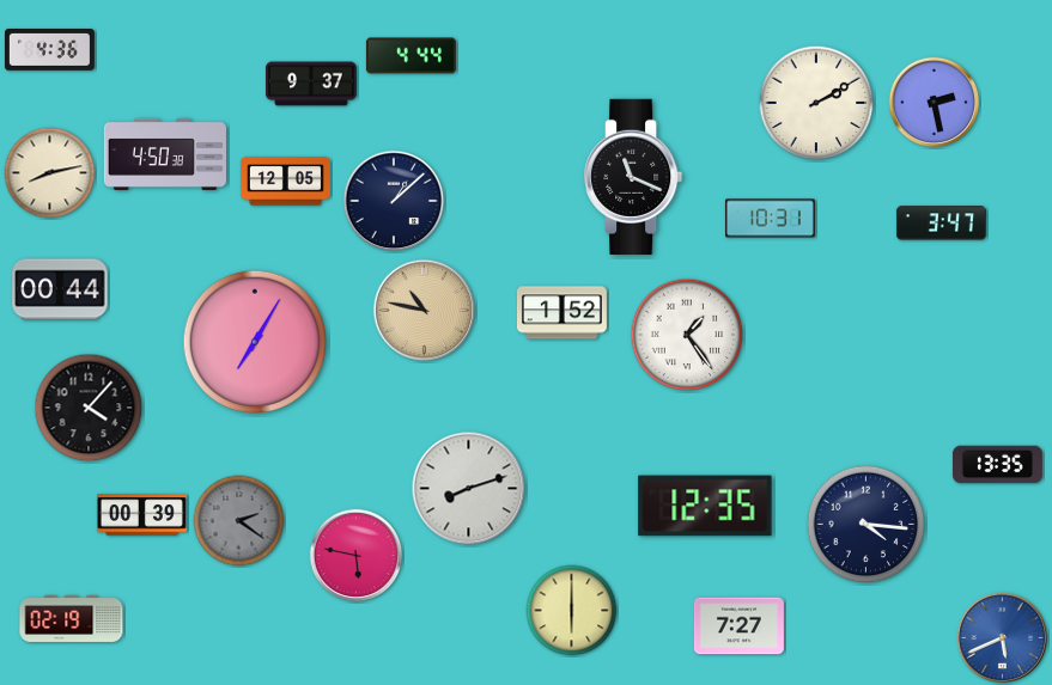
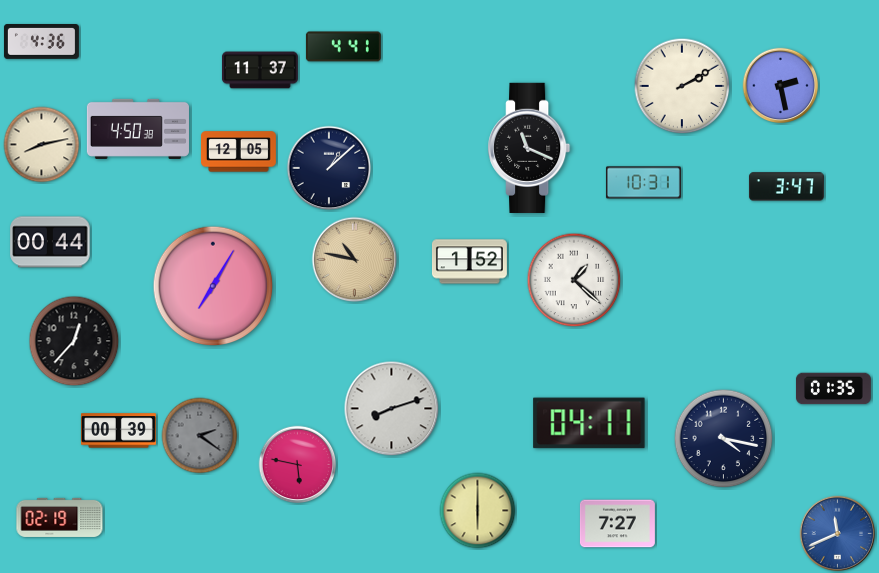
clock at (411, 56): 4:44 -> 4:41
clock at (311, 84): 9:37 -> 11:37
clock at (687, 335): 1:24 -> 1:22
clock at (89, 408): 4:07 -> 12:37
clock at (997, 465): 13:35 -> 01:35
clock at (705, 506): 12:35 -> 04:11
clock at (866, 525): 4:16 -> 4:17
clock at (1003, 638): 5:41 -> 11:41
